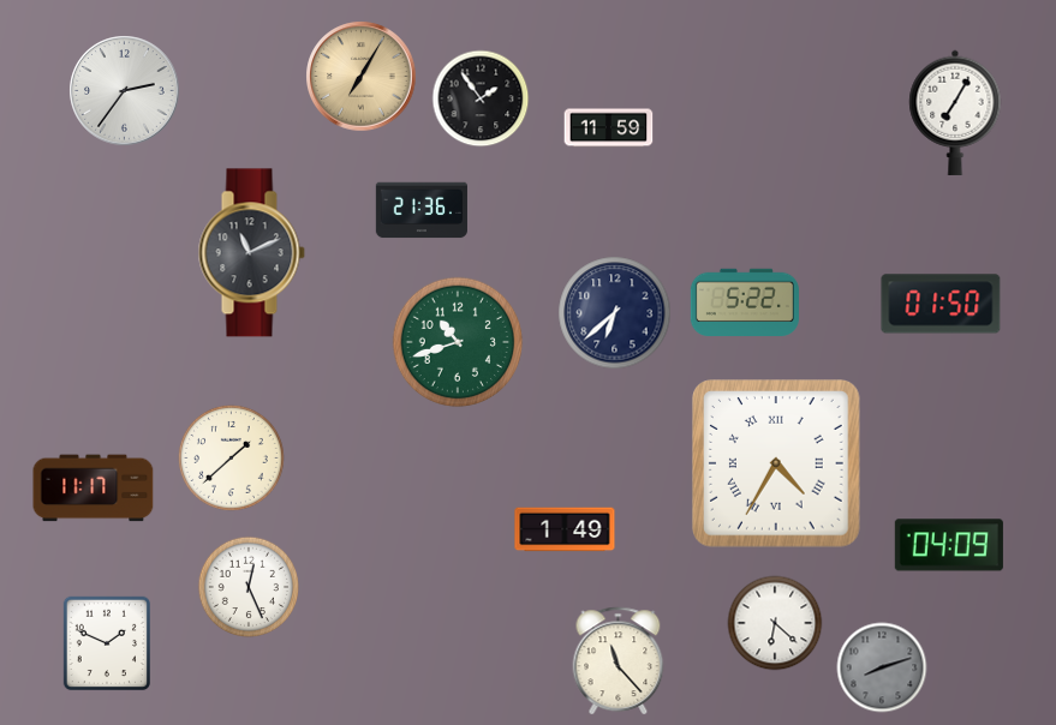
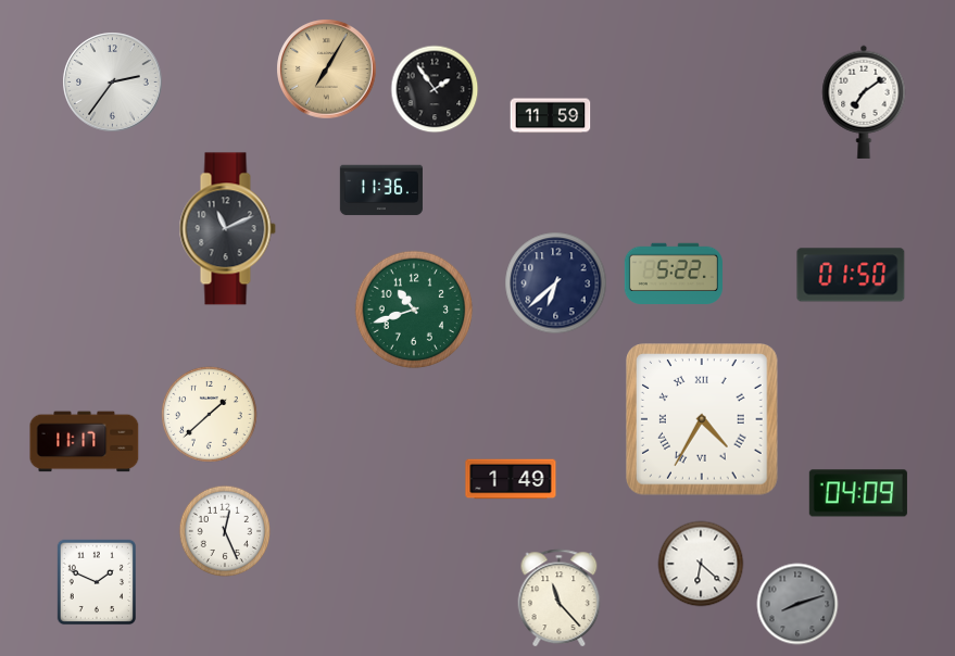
clock at (955, 113): 7:05 -> 7:09
clock at (422, 210): 21:36 -> 11:36
